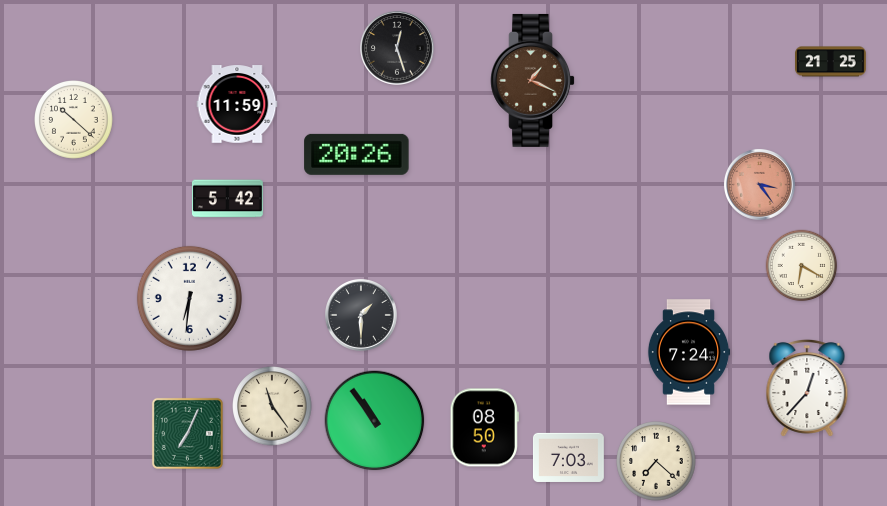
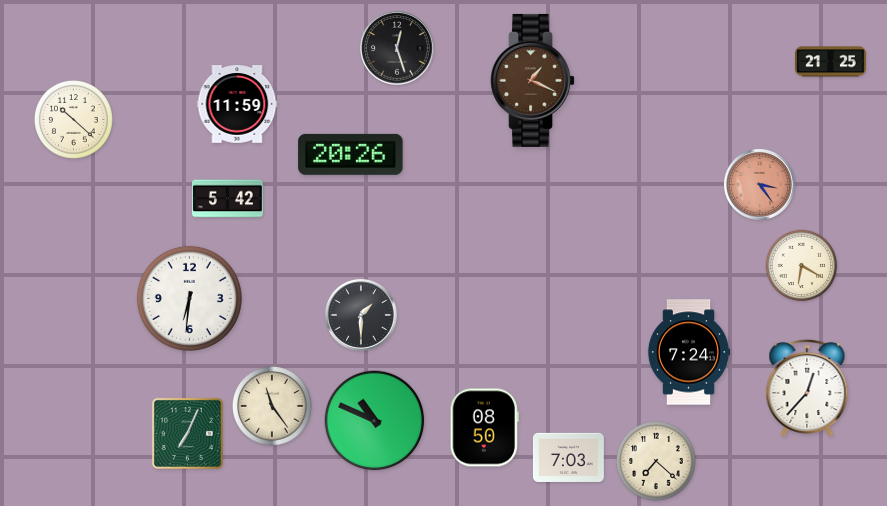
clock at (357, 154) position: (357, 154) -> (351, 154)
clock at (375, 421): 10:54 -> 10:49
